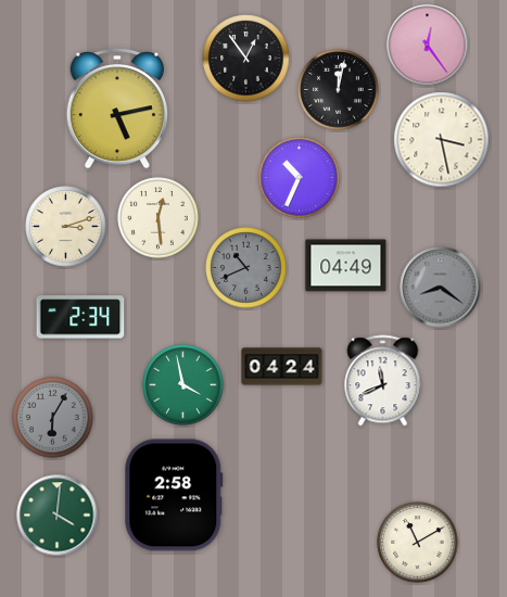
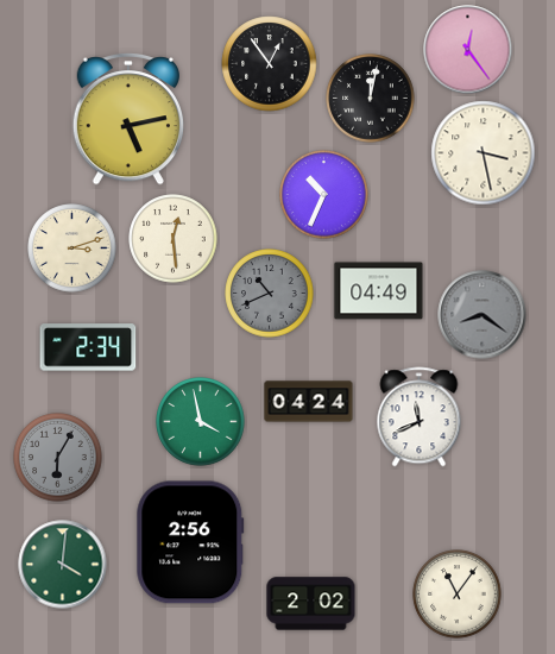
clock at (300, 178) position: (300, 178) -> (324, 195)
clock at (174, 495): 2:58 -> 2:56
clock at (418, 543): 11:10 -> 11:06
clock at (311, 604): none -> 2:02
